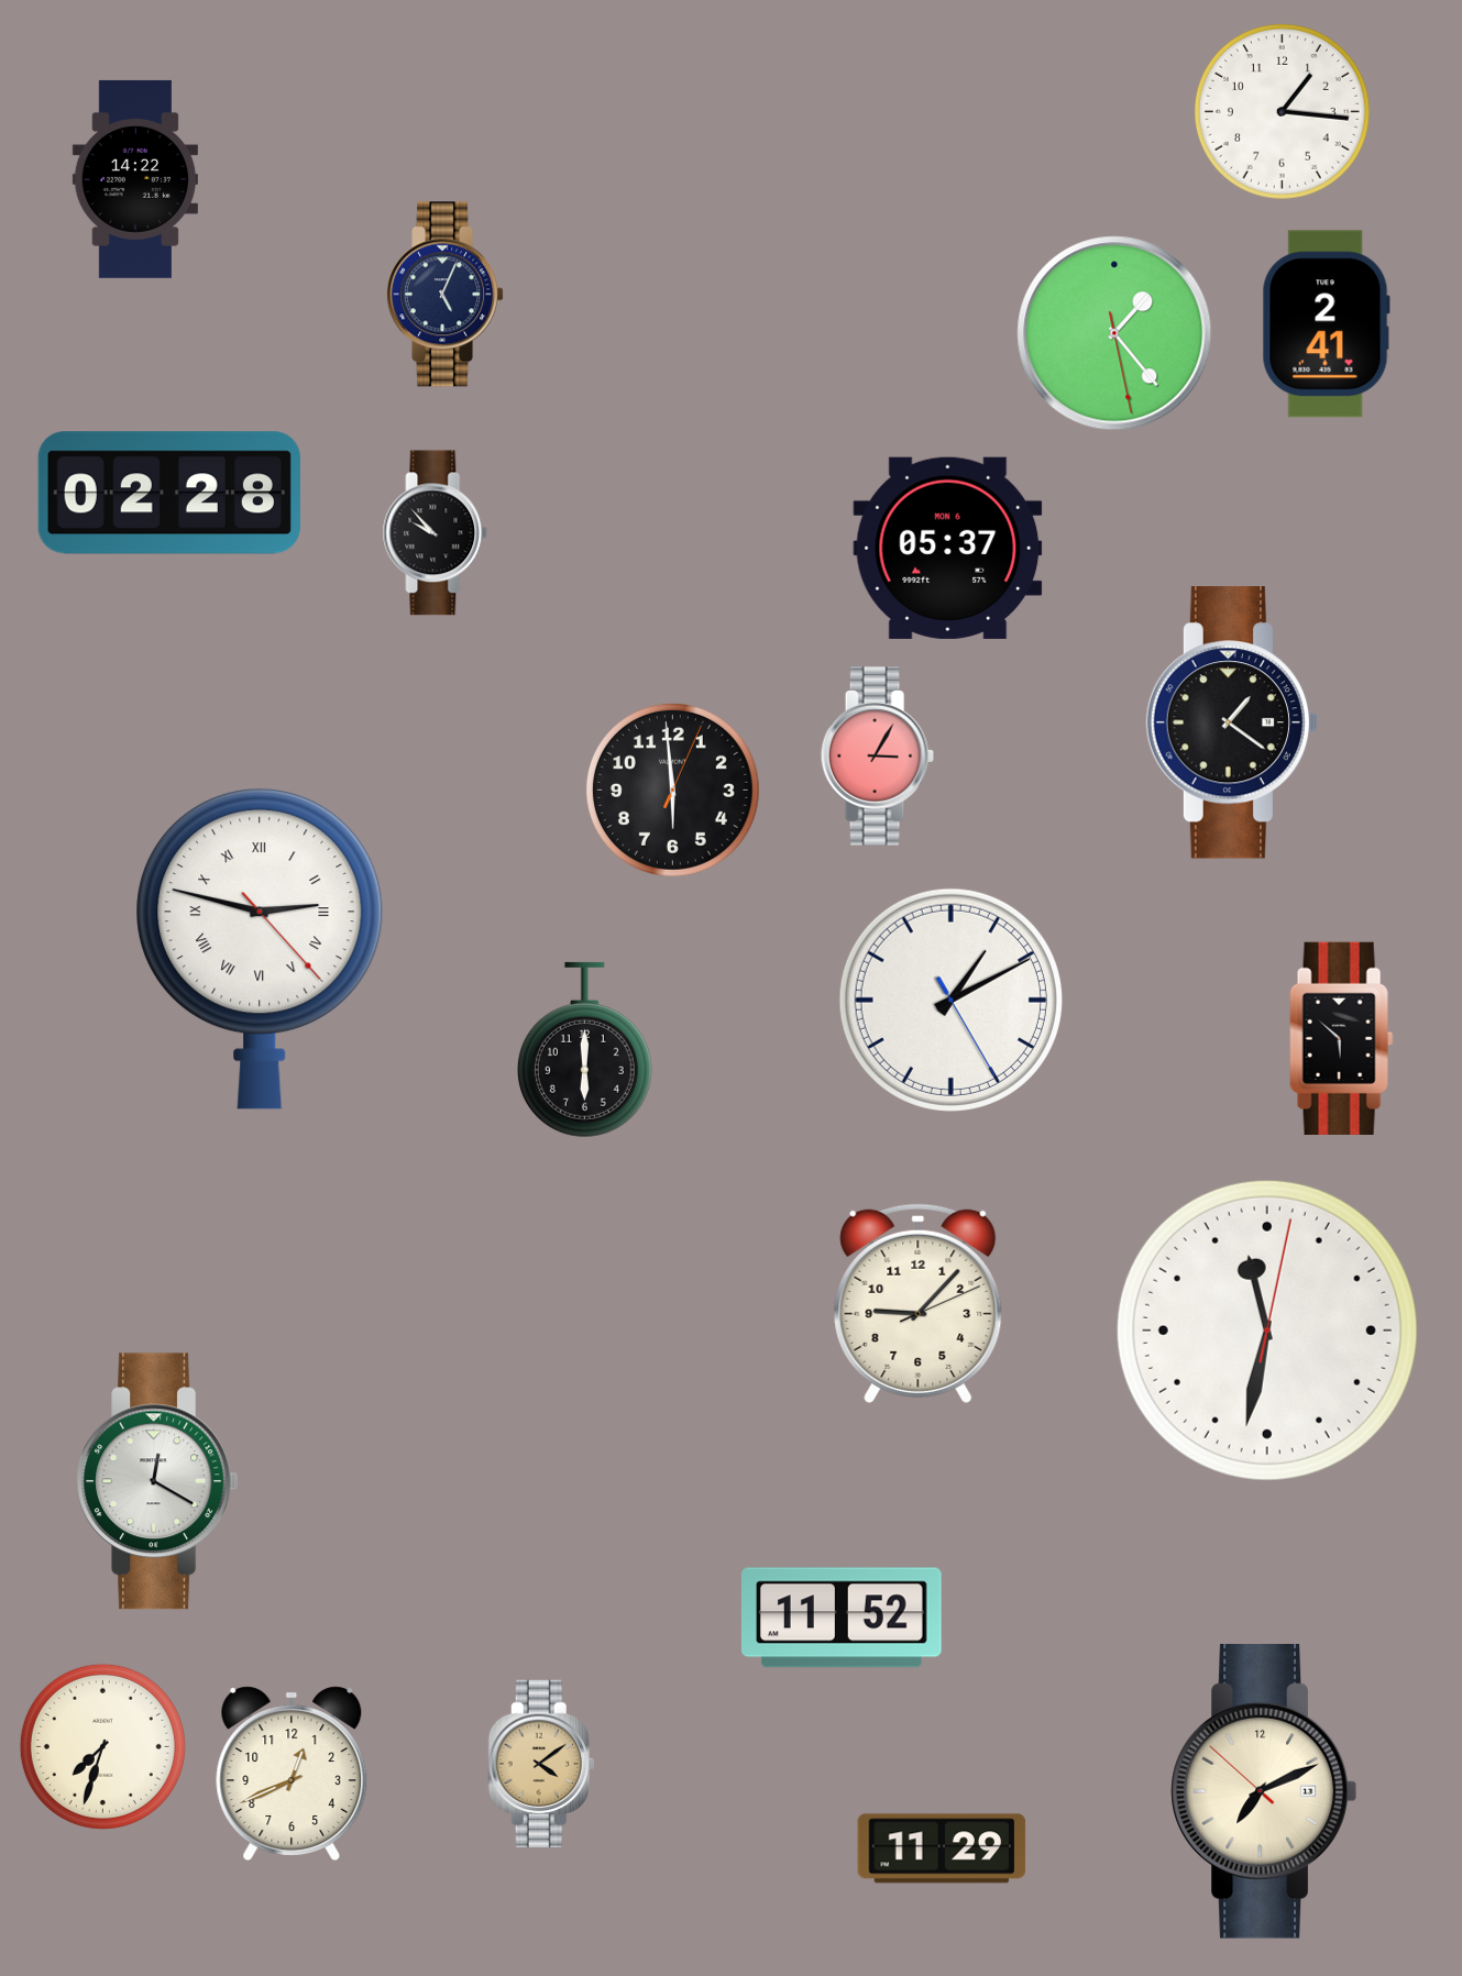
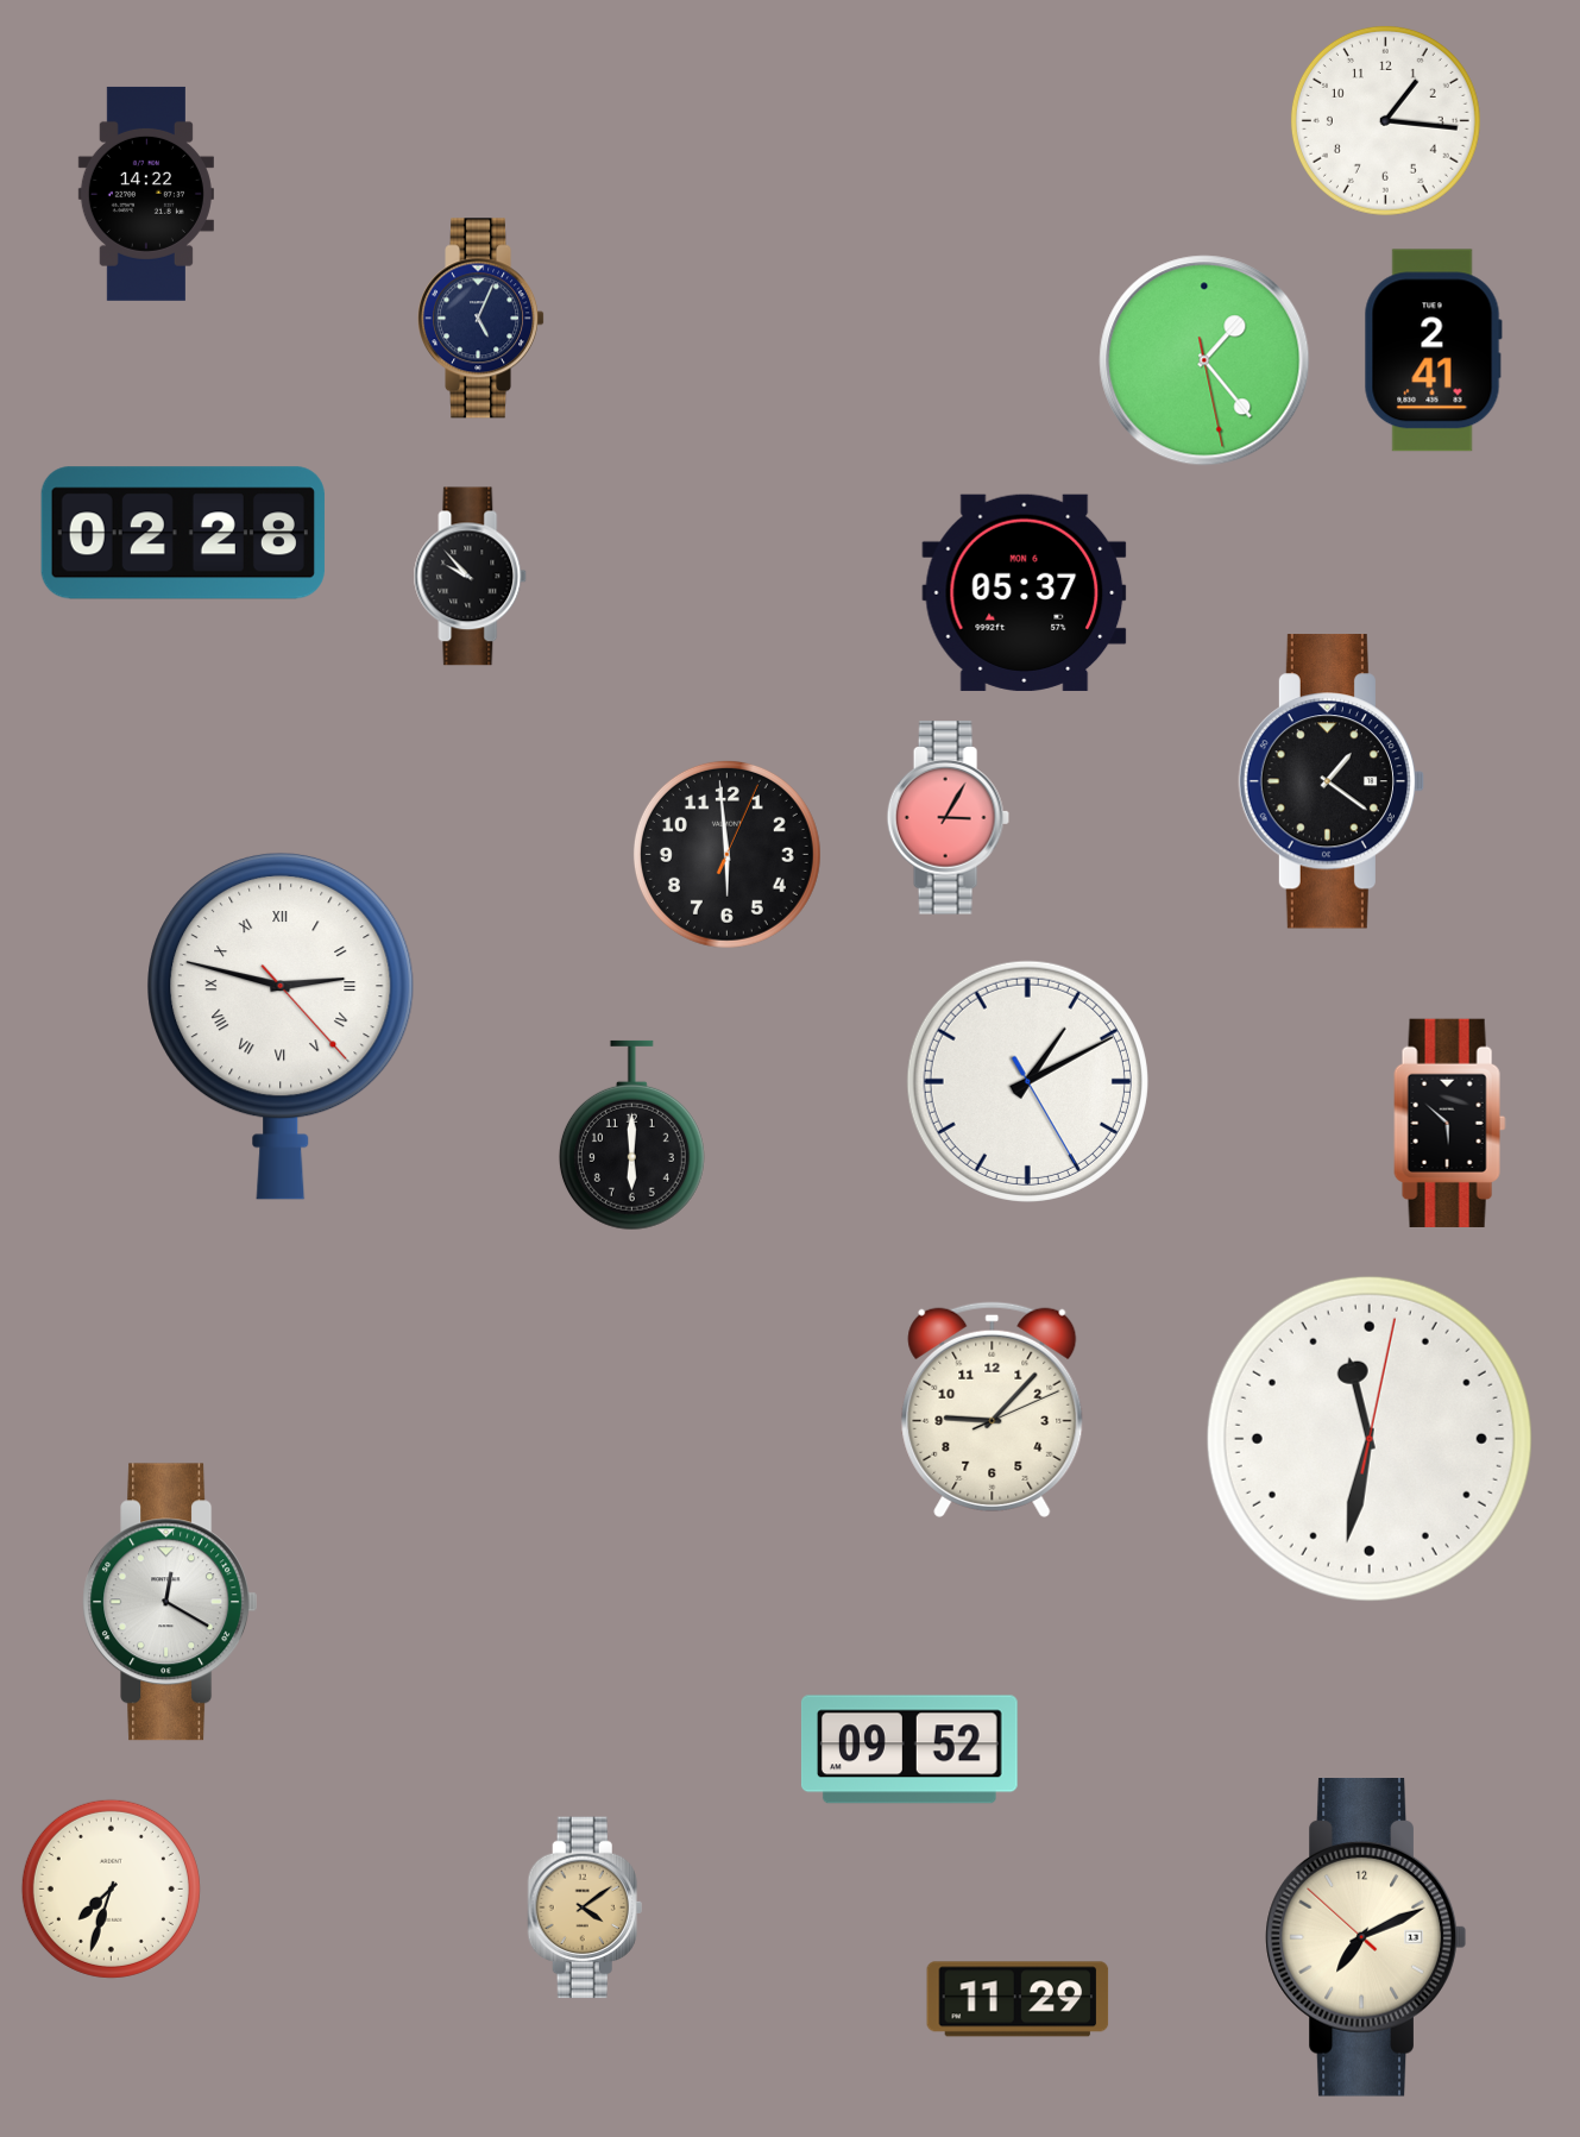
clock at (842, 1618): 11:52 -> 09:52
clock at (292, 1774): 12:41 -> none
